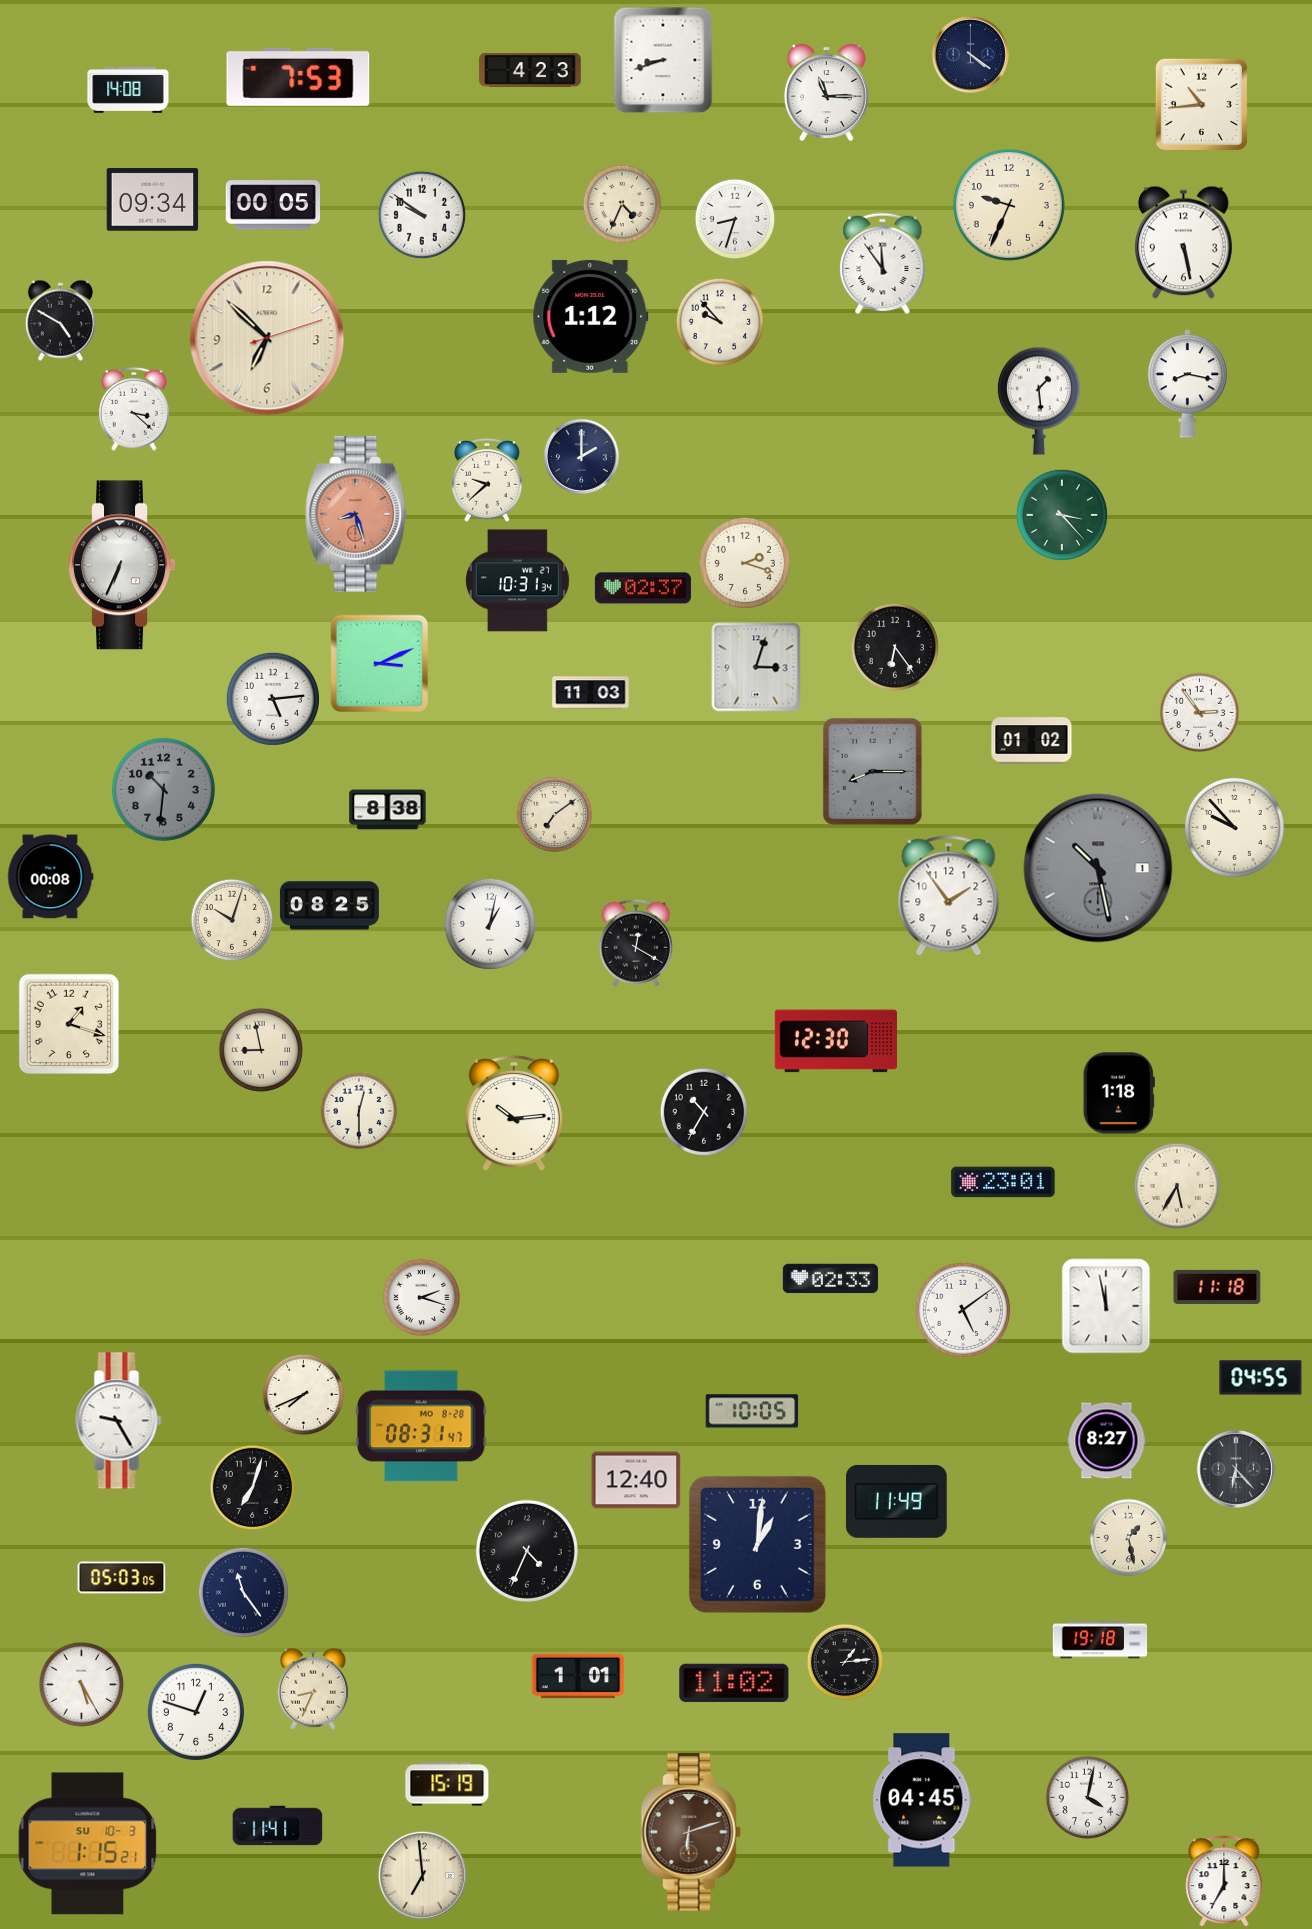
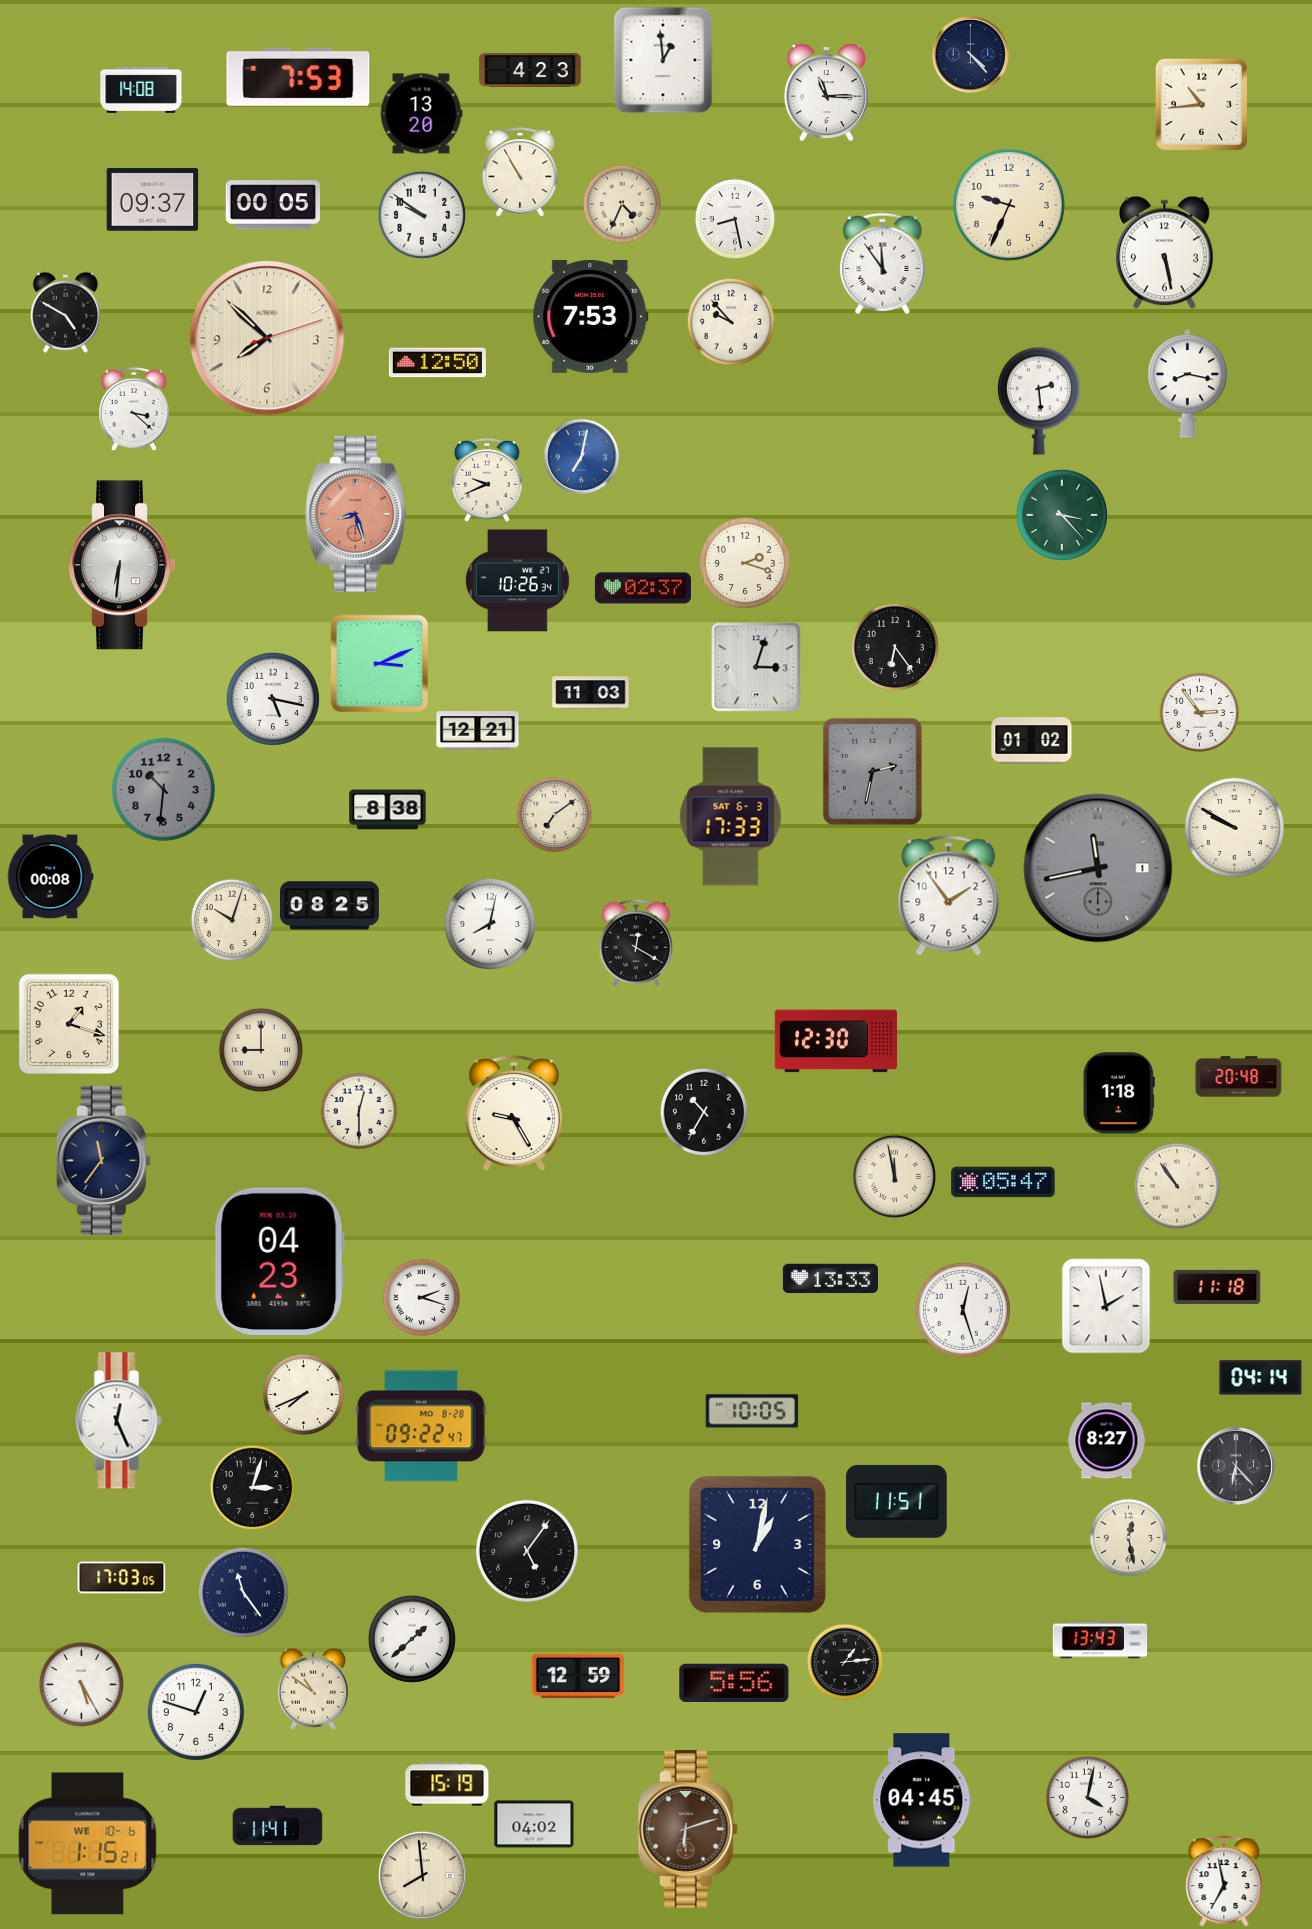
clock at (970, 54): 4:21 -> 4:23
clock at (663, 60): 8:42 -> 12:59
clock at (128, 90) position: (128, 90) -> (141, 90)
clock at (421, 114): none -> 13:20
clock at (520, 173): none -> 10:55
clock at (153, 200): 09:34 -> 09:37
clock at (735, 219): 8:33 -> 8:28
clock at (1184, 243) position: (1184, 243) -> (1165, 253)
clock at (591, 316): 1:12 -> 7:53
clock at (60, 320) position: (60, 320) -> (65, 312)
clock at (720, 322) position: (720, 322) -> (731, 322)
clock at (267, 338): 6:52 -> 7:52
clock at (437, 363): none -> 12:50
clock at (1039, 401): 1:29 -> 2:29
clock at (581, 456): 2:00 -> 7:02
clock at (581, 456) dial: navy -> blue
clock at (487, 480): 9:38 -> 9:41
clock at (122, 565): 6:34 -> 6:31
clock at (517, 581): 10:31 -> 10:26
clock at (273, 699): 5:14 -> 5:17
clock at (478, 731): none -> 12:21
clock at (872, 771): 8:15 -> 2:32
clock at (731, 817): none -> 17:33
clock at (1234, 827): 9:53 -> 9:50
clock at (1098, 868): 10:28 -> 11:43
clock at (490, 924): 1:02 -> 8:02
clock at (260, 1049): 8:58 -> 9:00
clock at (1239, 1077): none -> 20:48
clock at (514, 1113): 10:14 -> 9:25
clock at (103, 1160): none -> 11:36
clock at (894, 1176): none -> 11:58
clock at (1003, 1182): 23:01 -> 05:47
clock at (1176, 1185): 5:35 -> 10:54
clock at (279, 1261): none -> 04:23
clock at (830, 1279): 02:33 -> 13:33
clock at (1106, 1306): 11:58 -> 1:58
clock at (963, 1310): 5:09 -> 12:27
clock at (1261, 1378): 04:55 -> 04:14
clock at (119, 1421): 9:25 -> 12:26
clock at (421, 1426): 08:31 -> 09:22
clock at (1236, 1469) position: (1236, 1469) -> (1236, 1466)
clock at (636, 1480): 12:40 -> none
clock at (252, 1487): 7:03 -> 3:03
clock at (896, 1501): 11:49 -> 11:51
clock at (1129, 1538): 1:28 -> 12:28
clock at (757, 1544): 1:01 -> 1:02
clock at (527, 1551): 4:34 -> 5:06
clock at (122, 1578): 05:03 -> 17:03
clock at (412, 1639): none -> 1:38
clock at (1100, 1640): 19:18 -> 13:43
clock at (578, 1676): 1:01 -> 12:59
clock at (734, 1683): 11:02 -> 5:56
clock at (312, 1689): 8:34 -> 10:51
clock at (534, 1824): none -> 04:02
clock at (691, 1832) position: (691, 1832) -> (688, 1829)
clock at (88, 1844) date: SU 10-3 -> WE 10-6
clock at (422, 1875): 6:59 -> 7:59
clock at (1224, 1881): 7:00 -> 6:58
